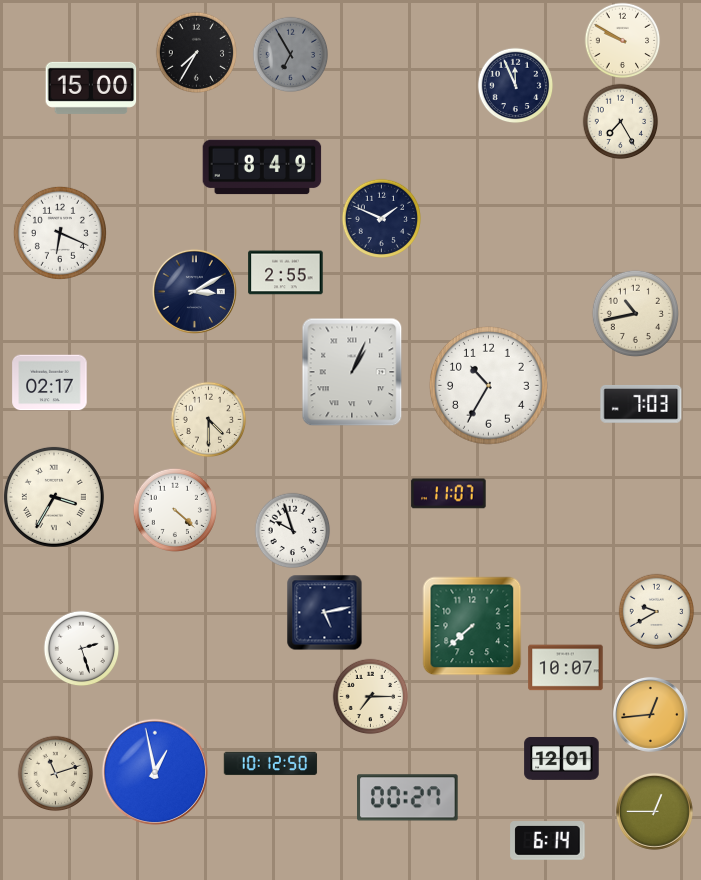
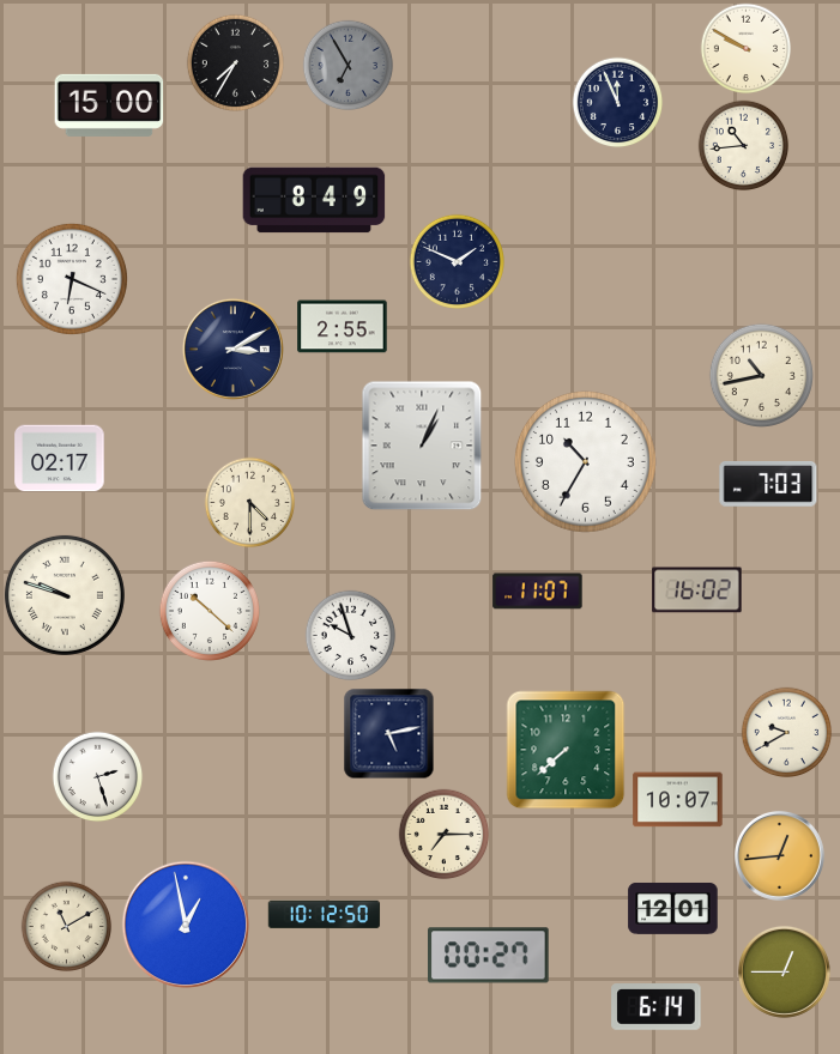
clock at (621, 122): 7:25 -> 10:44
clock at (697, 590): none -> 16:02
clock at (54, 497): 3:35 -> 9:48
clock at (175, 510): 4:22 -> 10:22
clock at (56, 774): 11:12 -> 11:10
